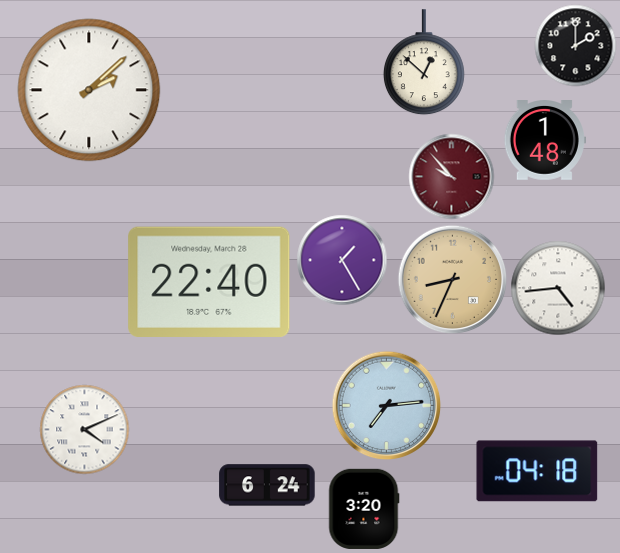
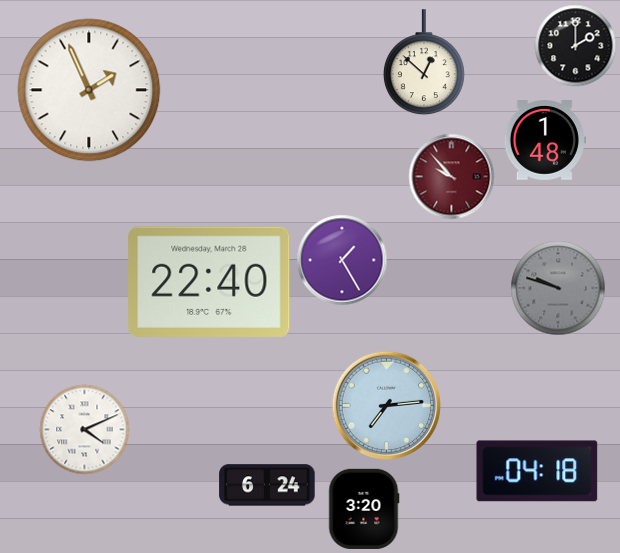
clock at (89, 90): 2:08 -> 1:56
clock at (452, 279): 8:34 -> none
clock at (558, 288): 4:44 -> 9:48
clock at (558, 288) dial: white -> grey
